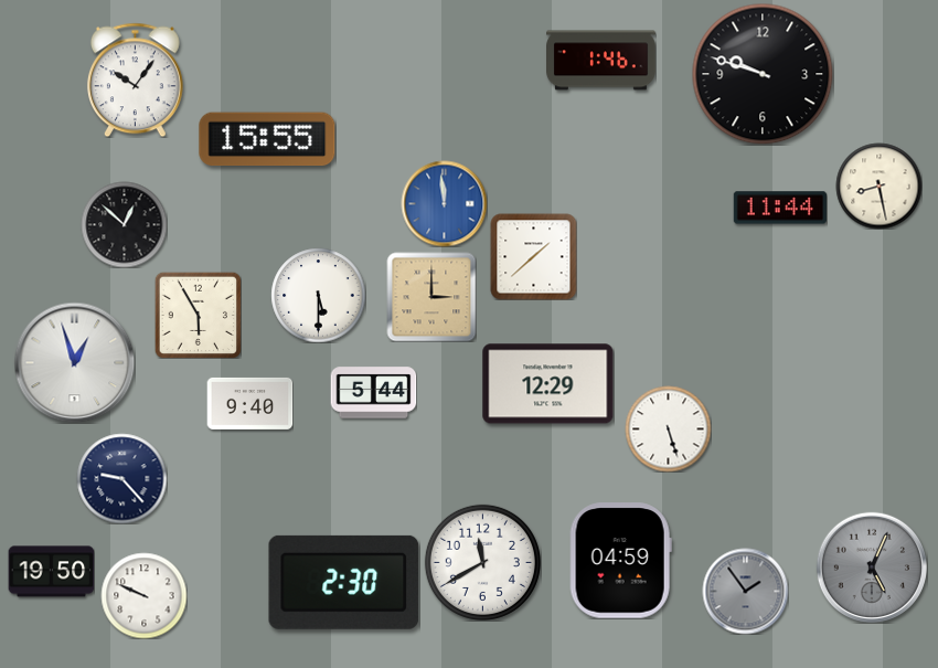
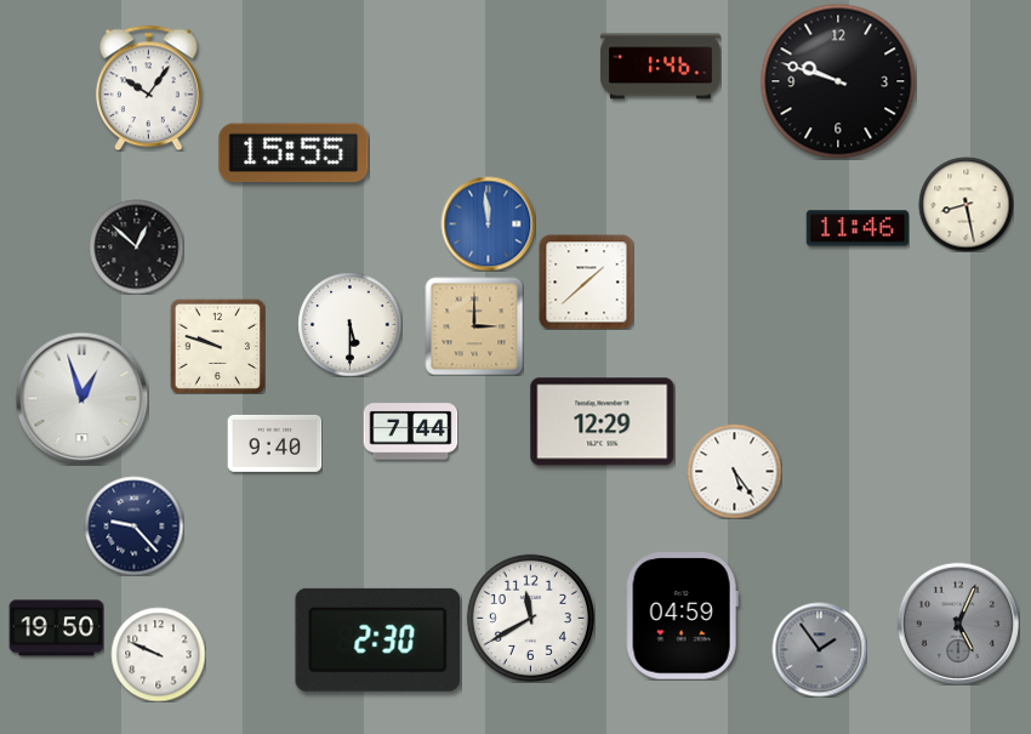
clock at (779, 208): 11:44 -> 11:46
clock at (198, 315): 5:55 -> 9:48
clock at (373, 393): 5:44 -> 7:44
clock at (668, 428): 5:27 -> 5:24
